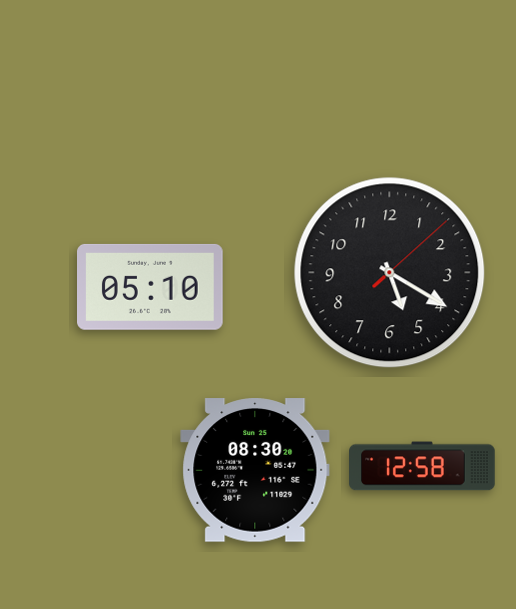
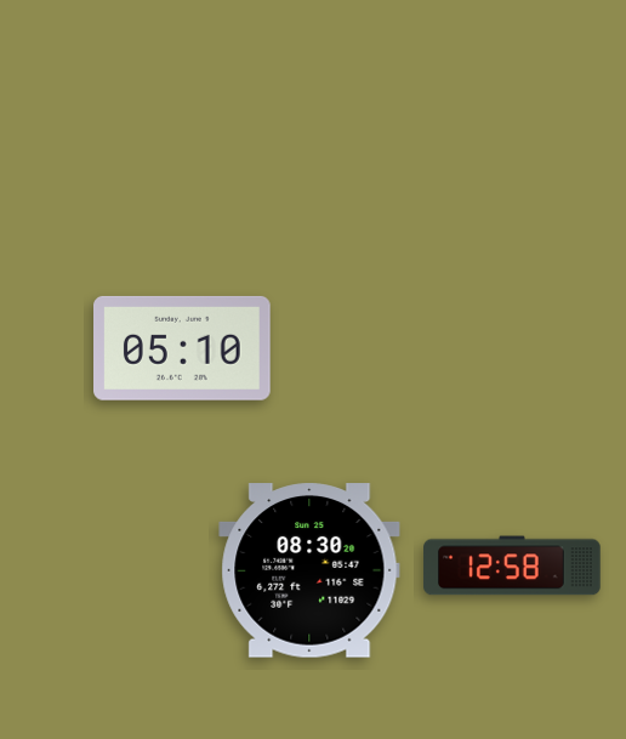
clock at (390, 273): 5:20 -> none
